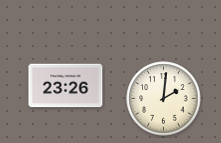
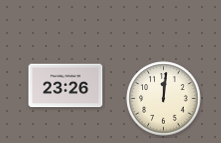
clock at (164, 99): 2:01 -> 12:01
